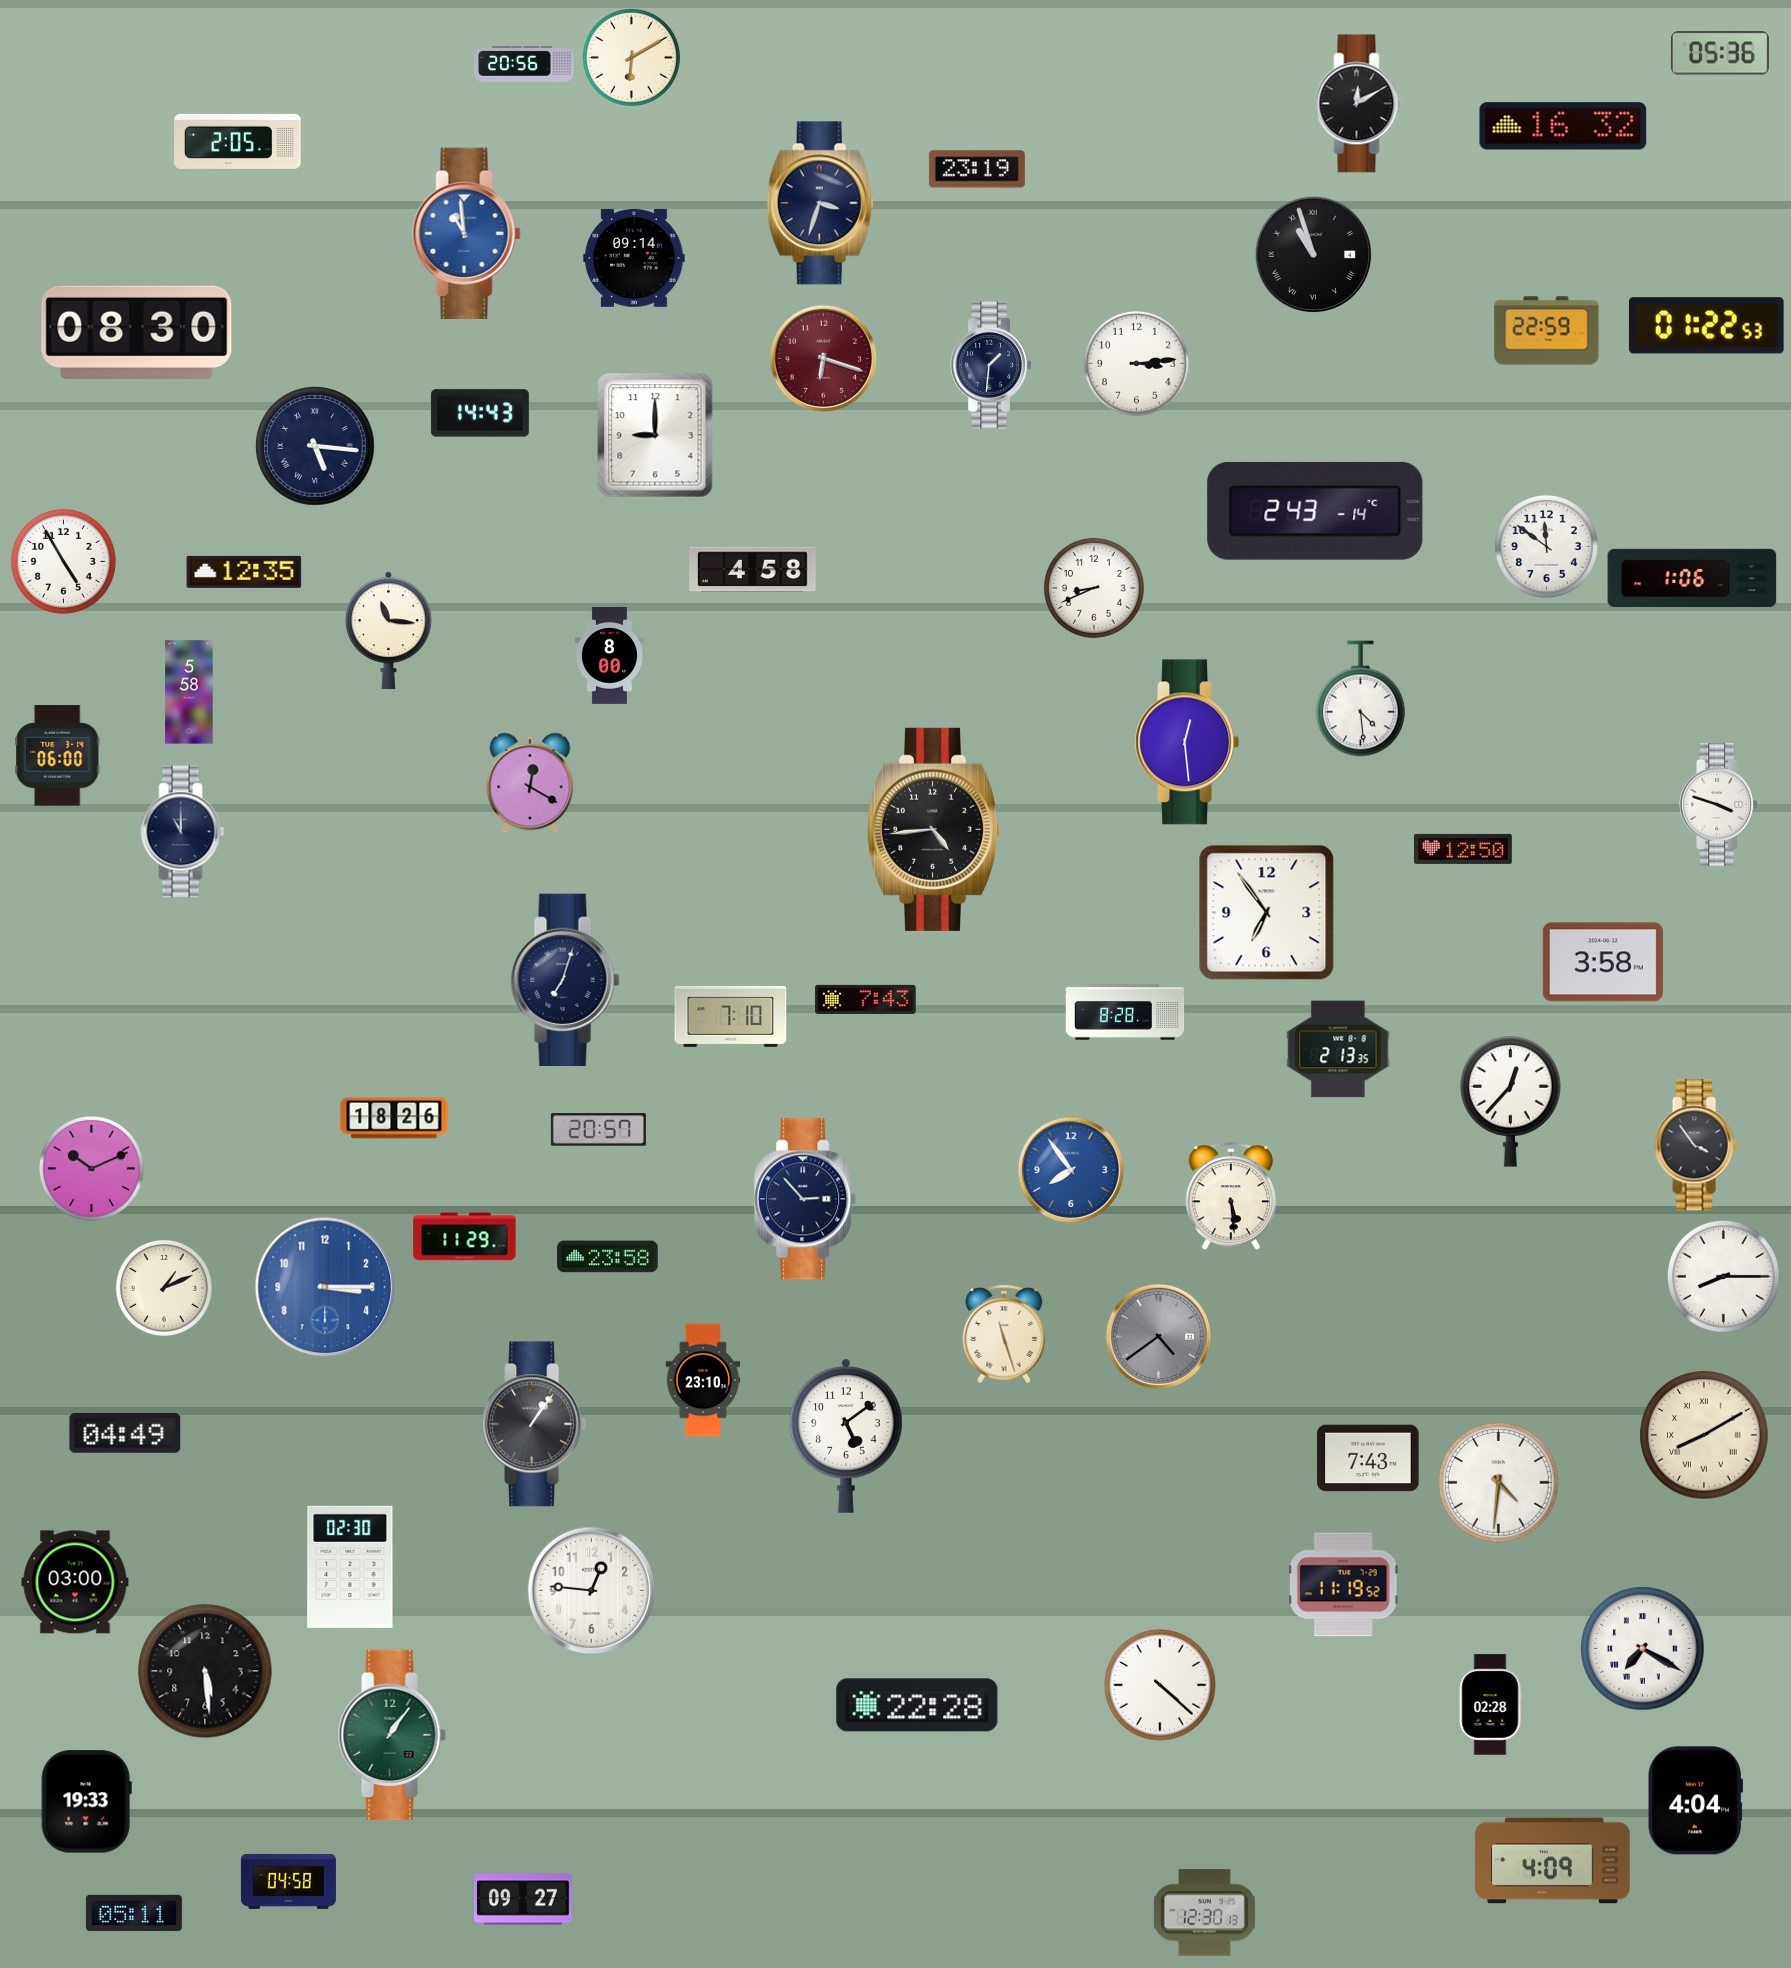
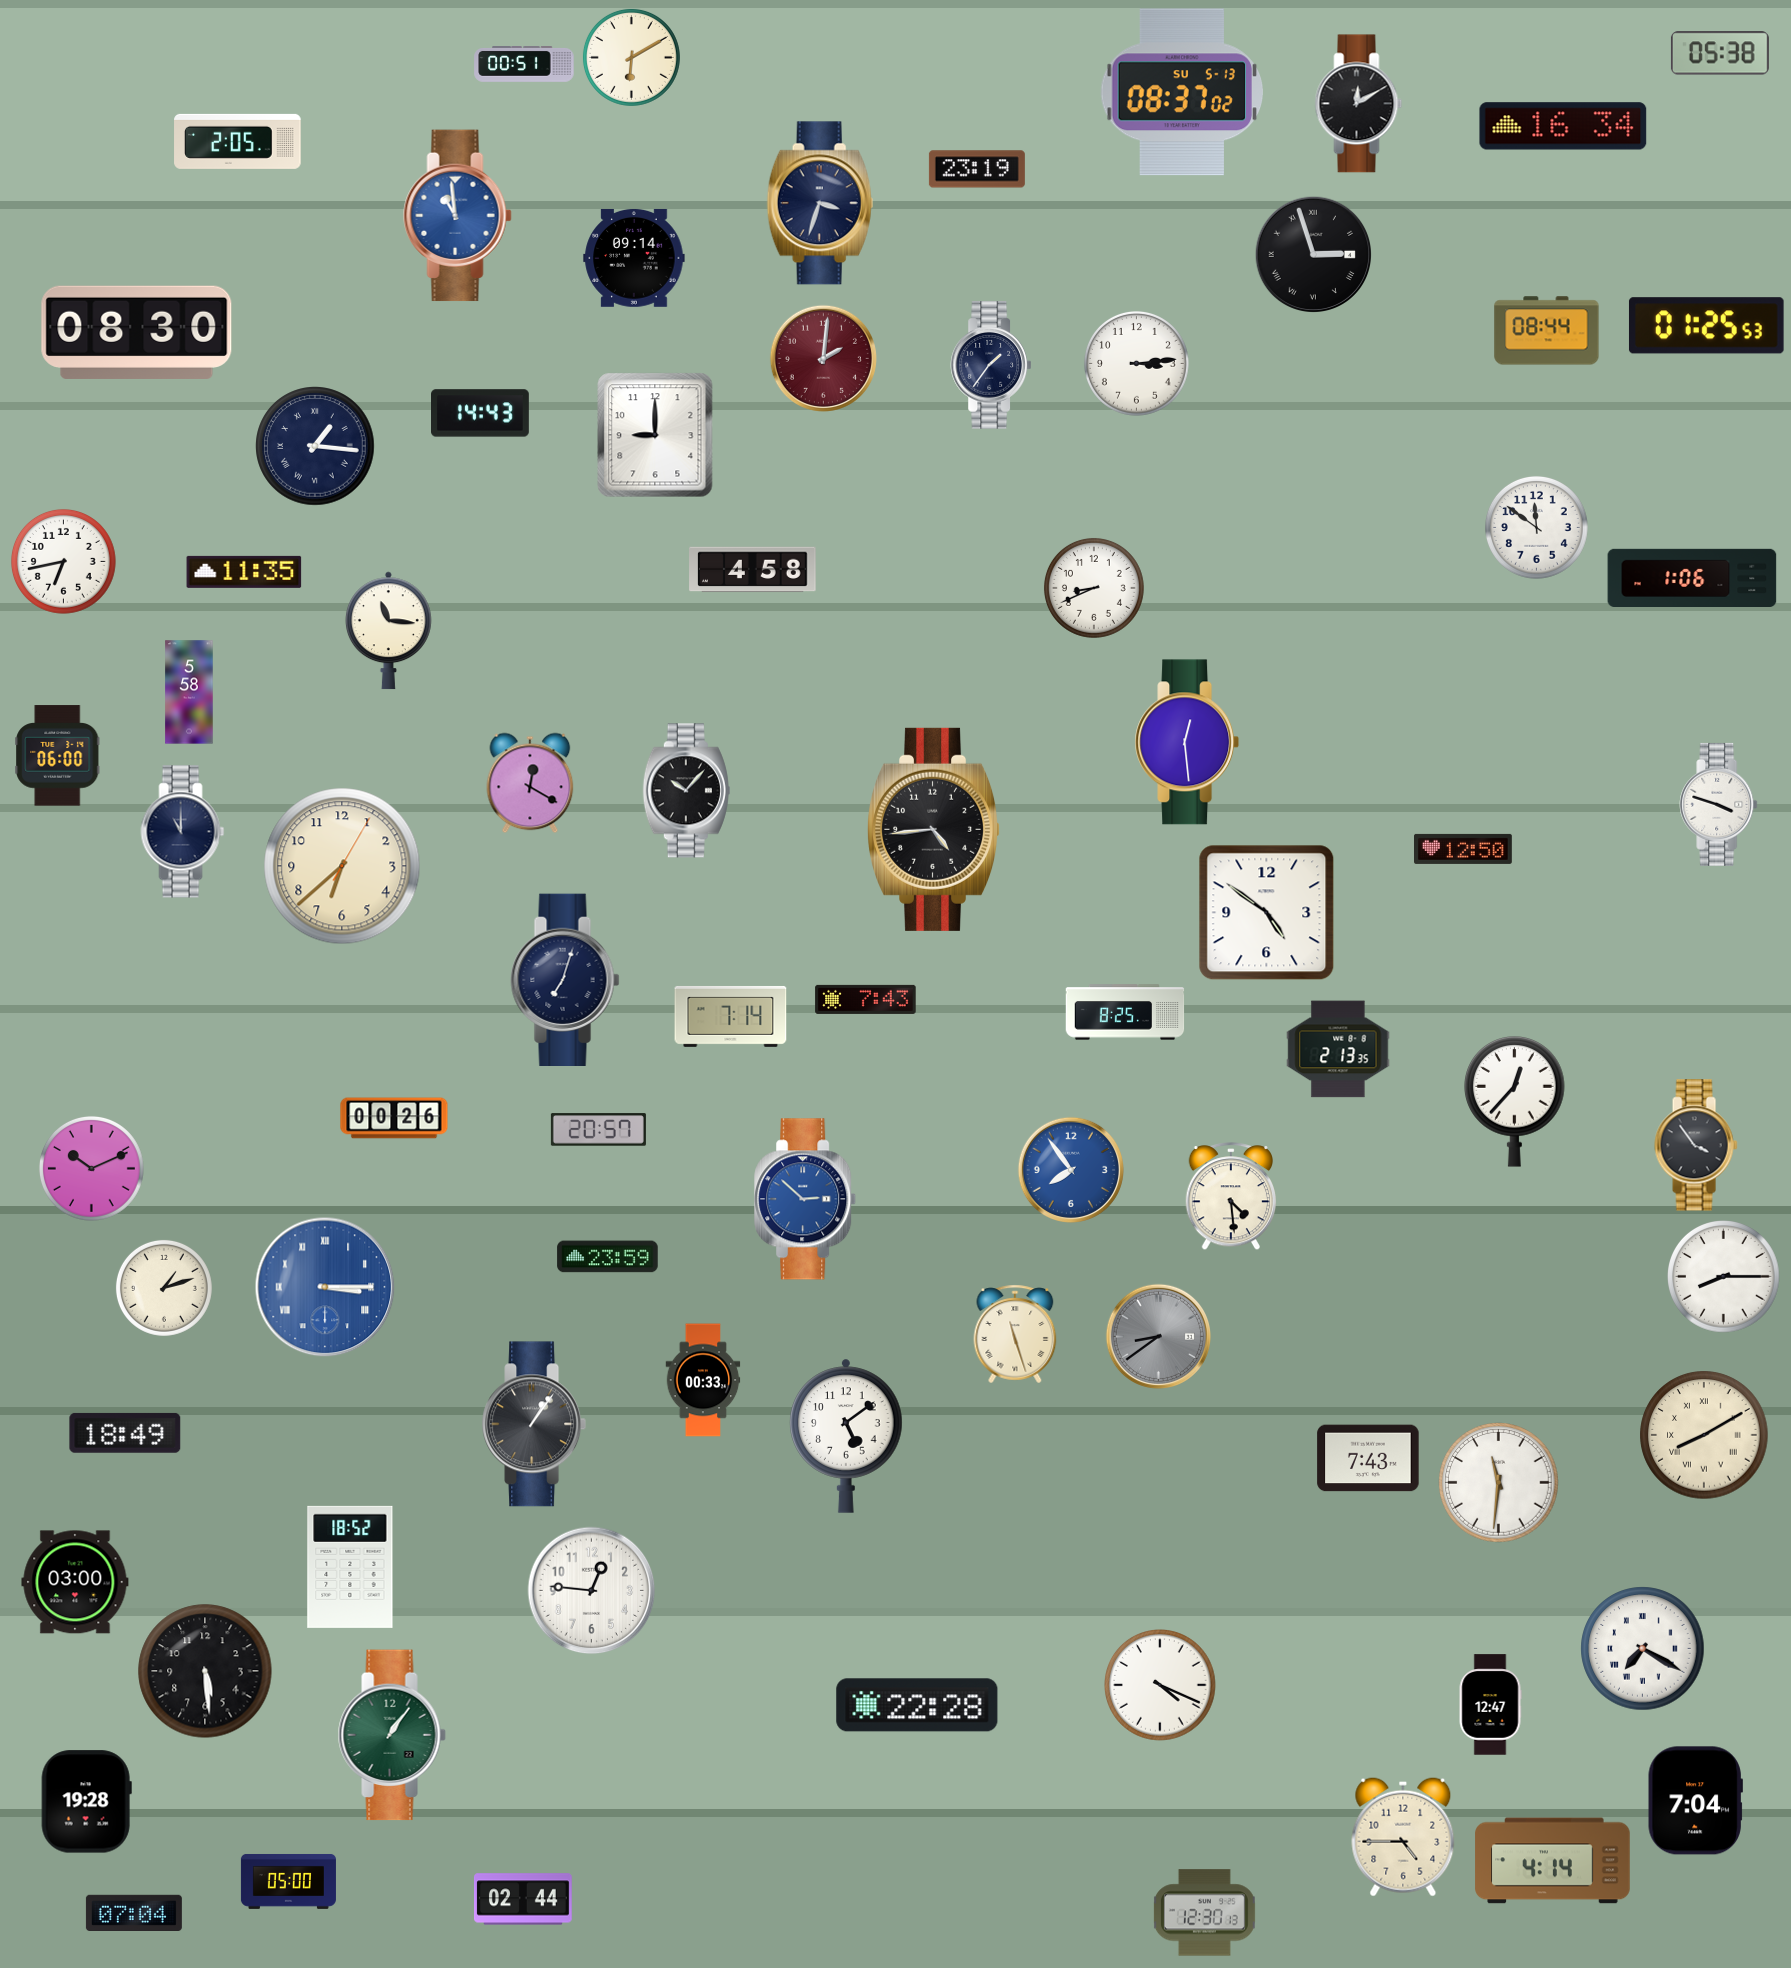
clock at (1720, 53): 05:36 -> 05:38
clock at (524, 65): 20:56 -> 00:51
clock at (1181, 92): none -> 08:37
clock at (1563, 126): 16:32 -> 16:34
clock at (467, 234) position: (467, 234) -> (458, 216)
clock at (1314, 255): 10:57 -> 2:57
clock at (1706, 326): 01:22 -> 01:25
clock at (1547, 331): 22:59 -> 08:44
clock at (823, 358): 6:18 -> 2:01
clock at (990, 365): 1:31 -> 1:36
clock at (315, 446): 5:16 -> 1:16
clock at (1315, 511): 2:43 -> none
clock at (1546, 546) position: (1546, 546) -> (1536, 527)
clock at (63, 561): 4:55 -> 6:43
clock at (244, 572): 12:35 -> 11:35
clock at (609, 655): 8:00 -> none
clock at (1361, 699): 4:29 -> none
clock at (686, 791): none -> 10:07
clock at (342, 866): none -> 6:38
clock at (1267, 913): 6:54 -> 4:51
clock at (1603, 962): 3:58 -> none
clock at (1125, 1012): 8:28 -> 8:25
clock at (731, 1016): 7:10 -> 7:14
clock at (1511, 1102) position: (1511, 1102) -> (1515, 1102)
clock at (394, 1118): 18:26 -> 00:26
clock at (1230, 1197): 5:29 -> 4:29
clock at (806, 1199): 2:53 -> 2:52
clock at (806, 1199) dial: navy -> blue
clock at (465, 1237): 11:29 -> none
clock at (608, 1257): 23:58 -> 23:59
clock at (325, 1287) numerals: Arabic -> Roman
clock at (164, 1288): 1:11 -> 1:12
clock at (1004, 1334) position: (1004, 1334) -> (1015, 1334)
clock at (1158, 1336): 4:39 -> 8:39
clock at (703, 1380): 23:10 -> 00:33
clock at (125, 1433): 04:49 -> 18:49
clock at (1499, 1483): 4:31 -> 11:31
clock at (350, 1567): 02:30 -> 18:52
clock at (1343, 1585): 11:19 -> none
clock at (1161, 1686): 4:22 -> 4:19
clock at (1490, 1705): 02:28 -> 12:47
clock at (1695, 1801): 4:04 -> 7:04
clock at (86, 1802): 19:33 -> 19:28
clock at (1403, 1837): none -> 4:45
clock at (1553, 1861): 4:09 -> 4:14
clock at (288, 1881): 04:58 -> 05:00
clock at (524, 1899): 09:27 -> 02:44
clock at (134, 1912): 05:11 -> 07:04
